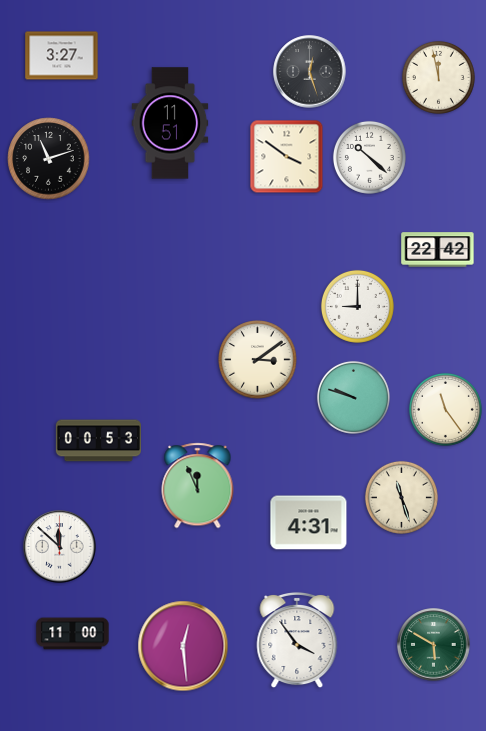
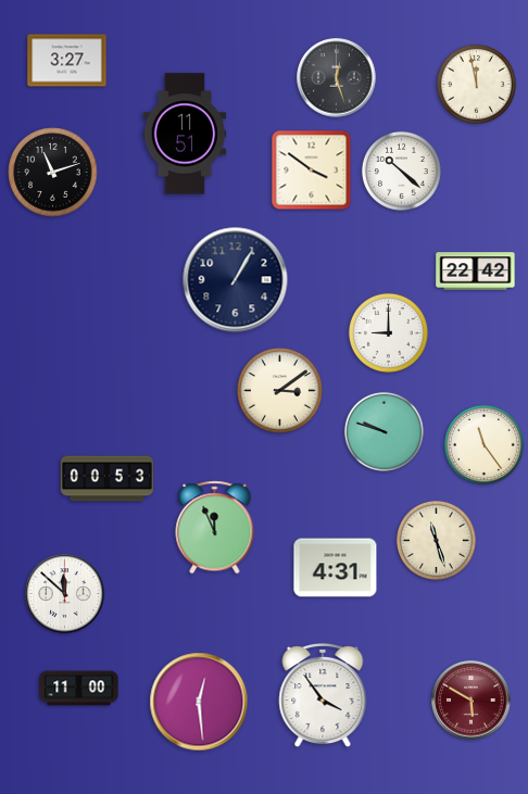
clock at (236, 280): none -> 1:05
clock at (434, 645) dial: green -> burgundy
